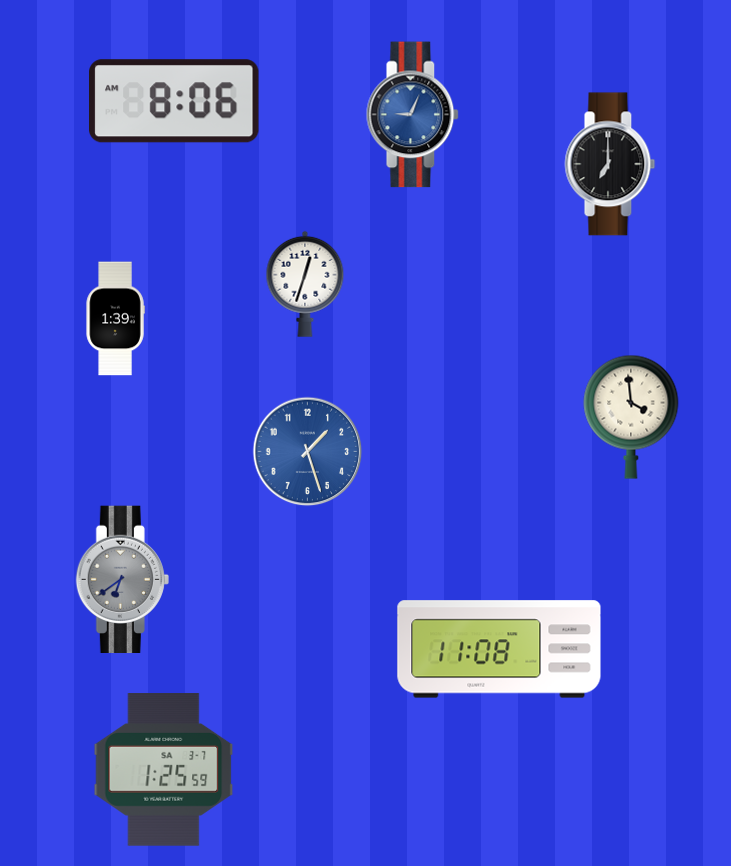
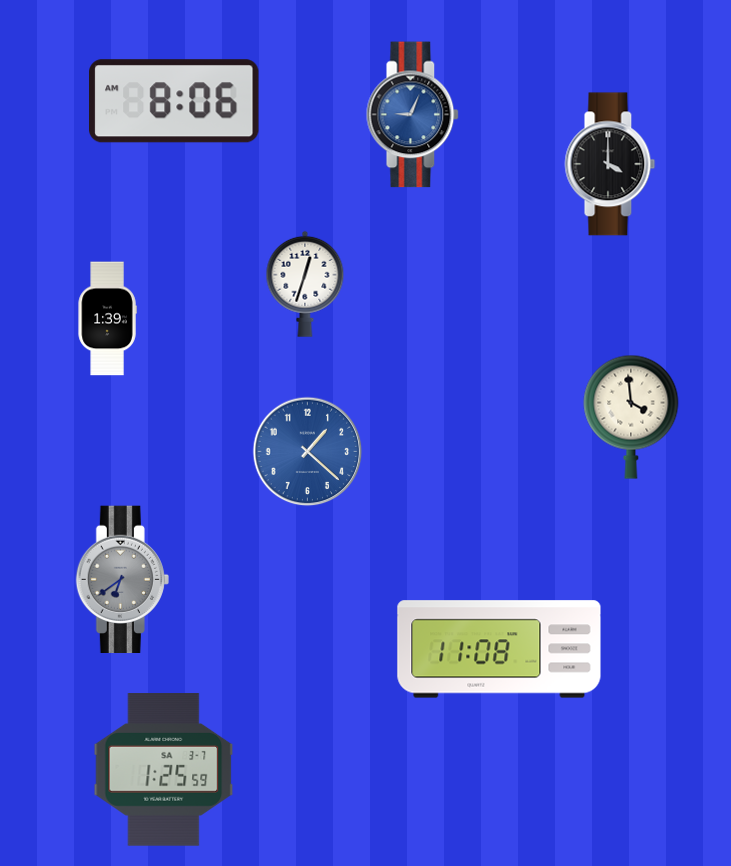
clock at (610, 164): 7:00 -> 4:00
clock at (115, 319) position: (115, 319) -> (107, 319)
clock at (308, 452): 1:27 -> 1:22
